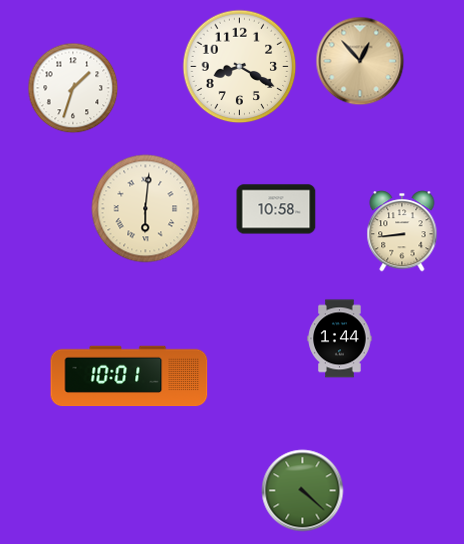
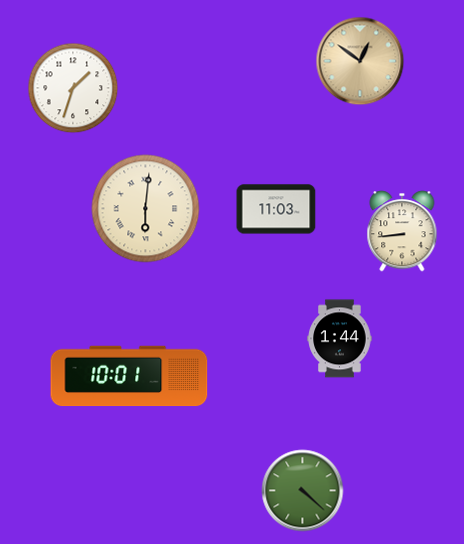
clock at (360, 61): 12:53 -> 12:51
clock at (240, 67): 8:20 -> none
clock at (276, 209): 10:58 -> 11:03
